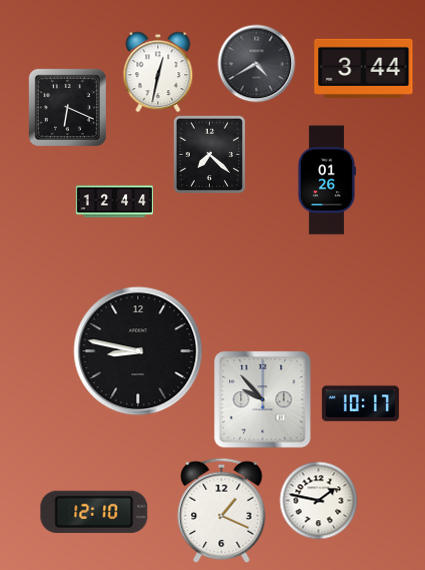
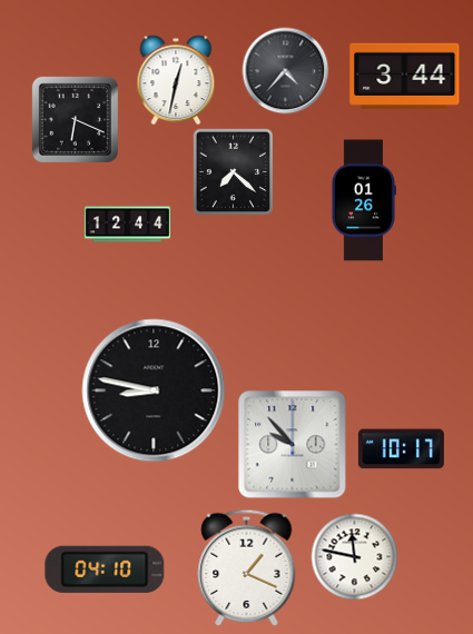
clock at (256, 63): 4:40 -> 4:37
clock at (318, 500): 1:47 -> 11:47
clock at (94, 512): 12:10 -> 04:10
